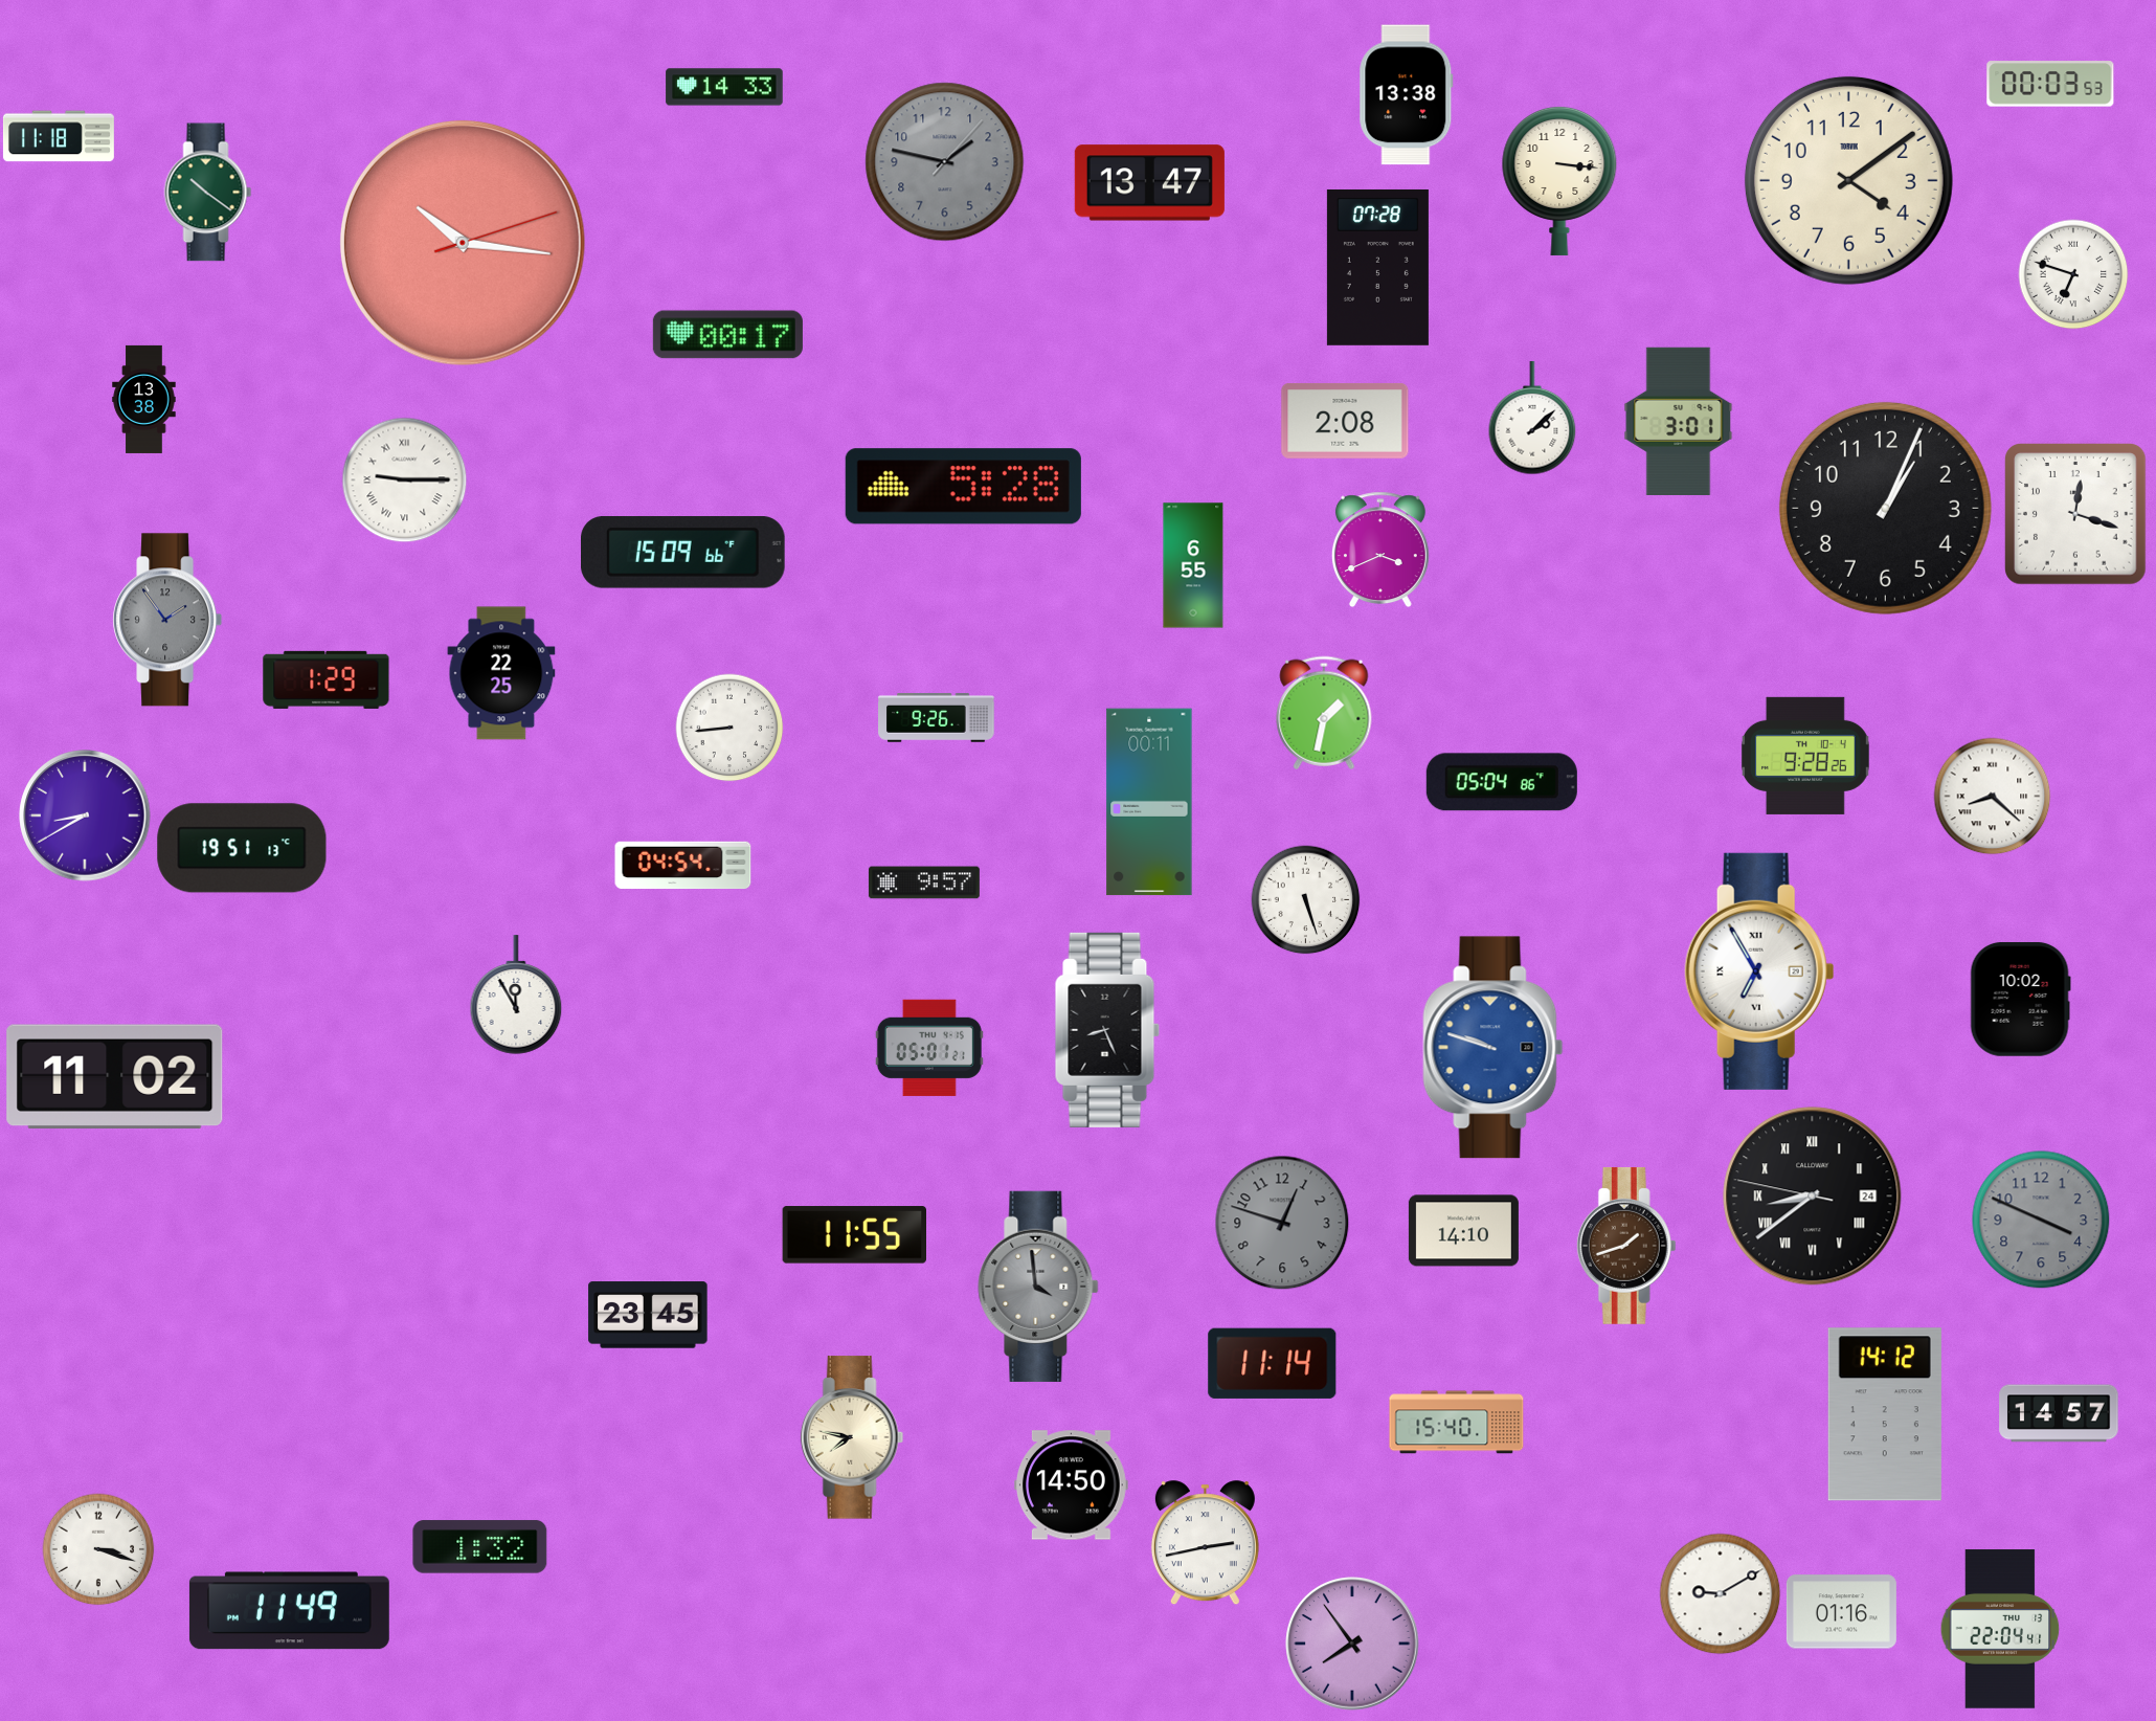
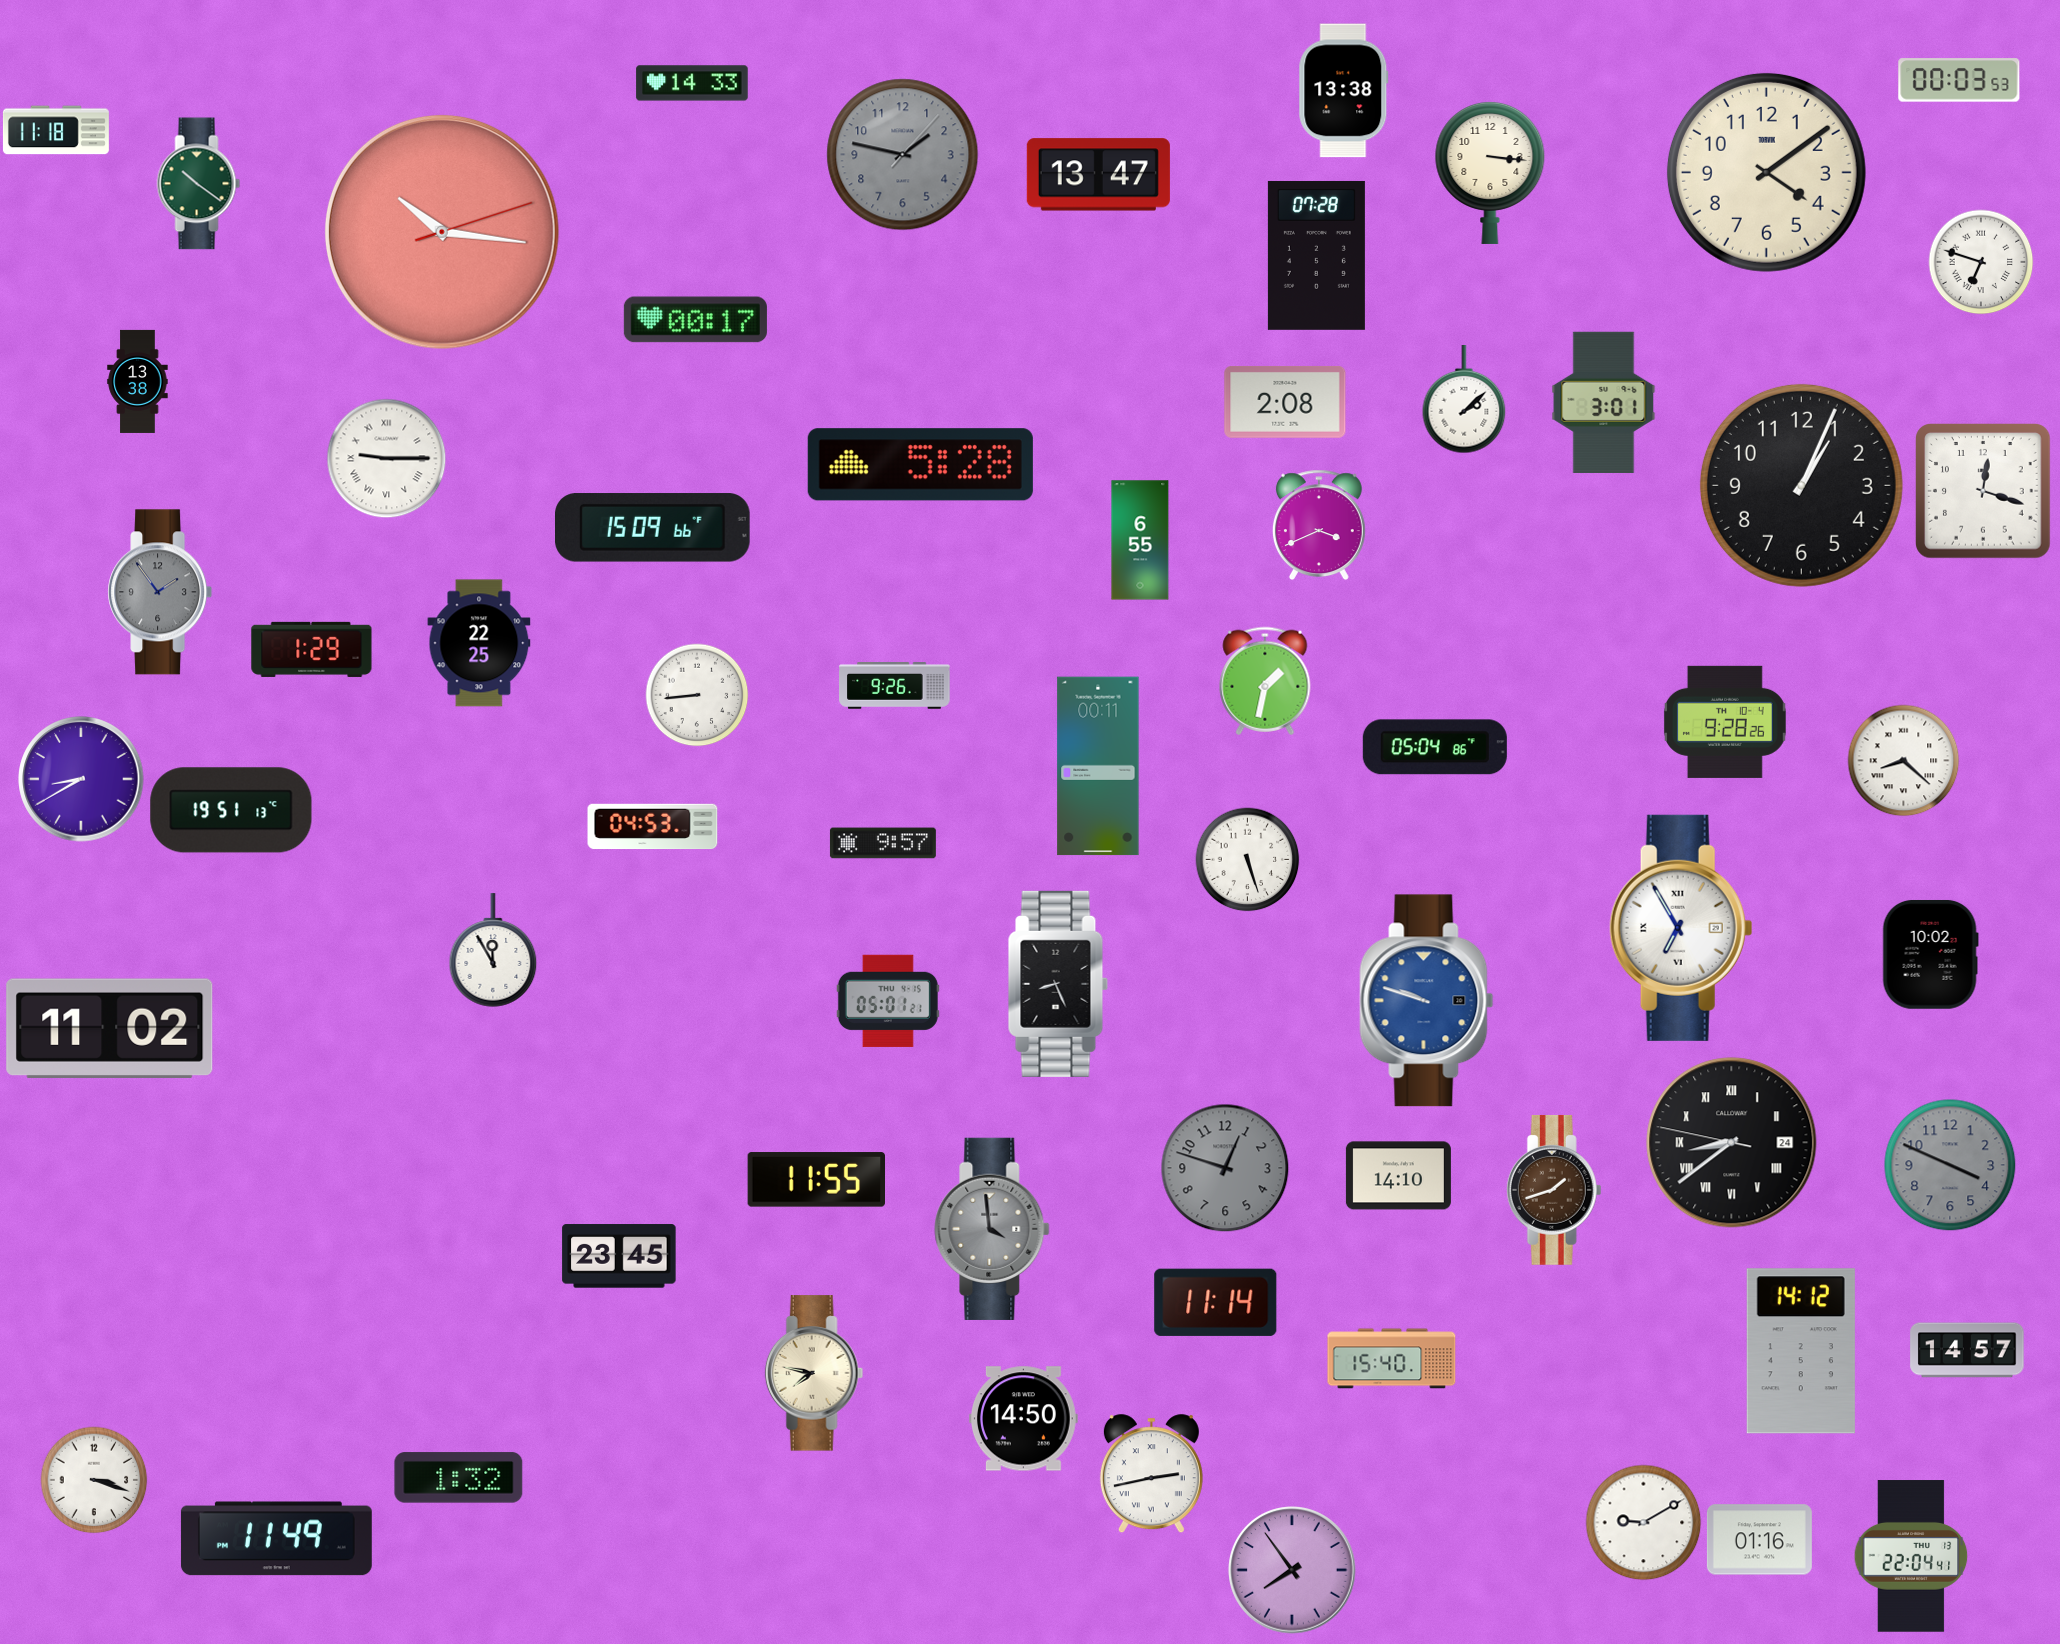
clock at (683, 866): 04:54 -> 04:53
